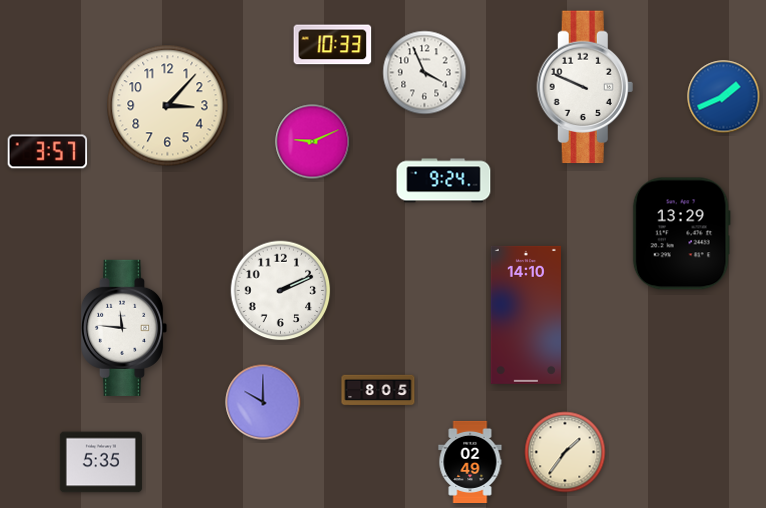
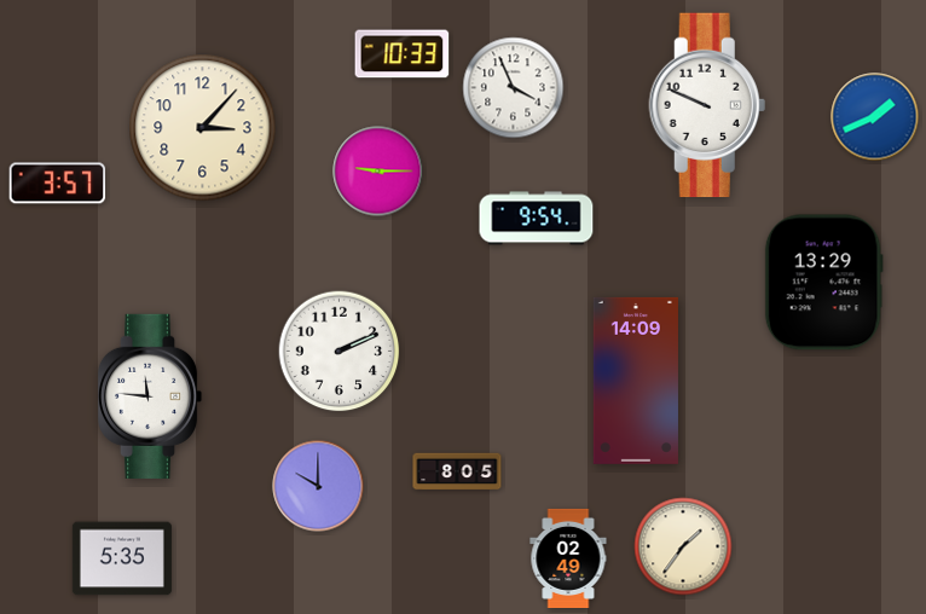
clock at (313, 142): 9:11 -> 9:15
clock at (444, 181): 9:24 -> 9:54
clock at (526, 315): 14:10 -> 14:09
